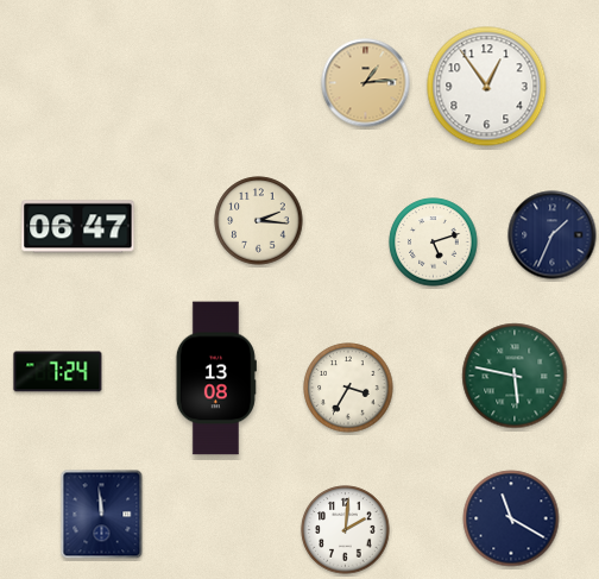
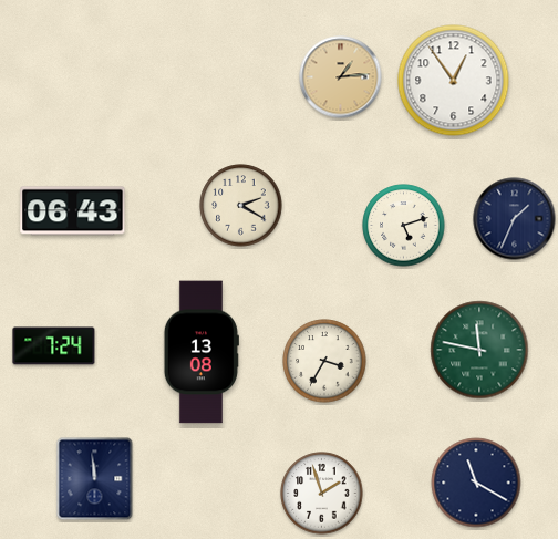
clock at (259, 221): 2:16 -> 2:20
clock at (78, 227): 06:47 -> 06:43
clock at (515, 376): 5:47 -> 11:47
clock at (346, 530): 2:01 -> 1:57
